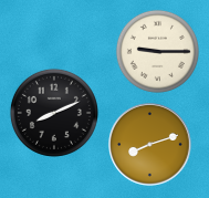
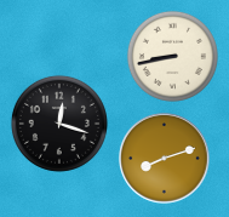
clock at (157, 51): 9:15 -> 8:43
clock at (54, 113): 8:11 -> 12:18
